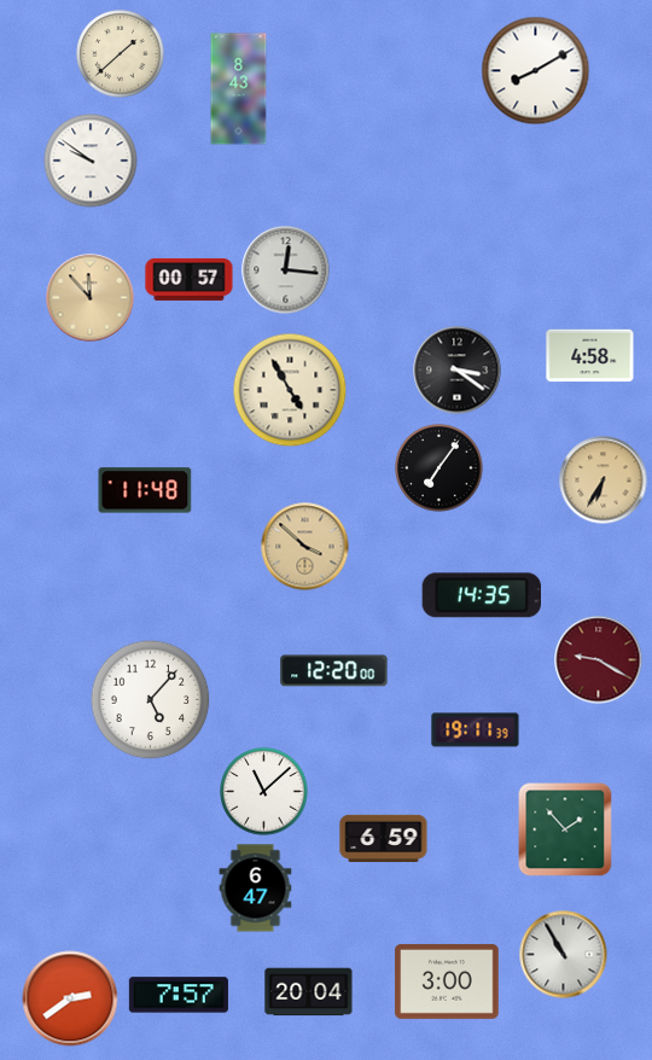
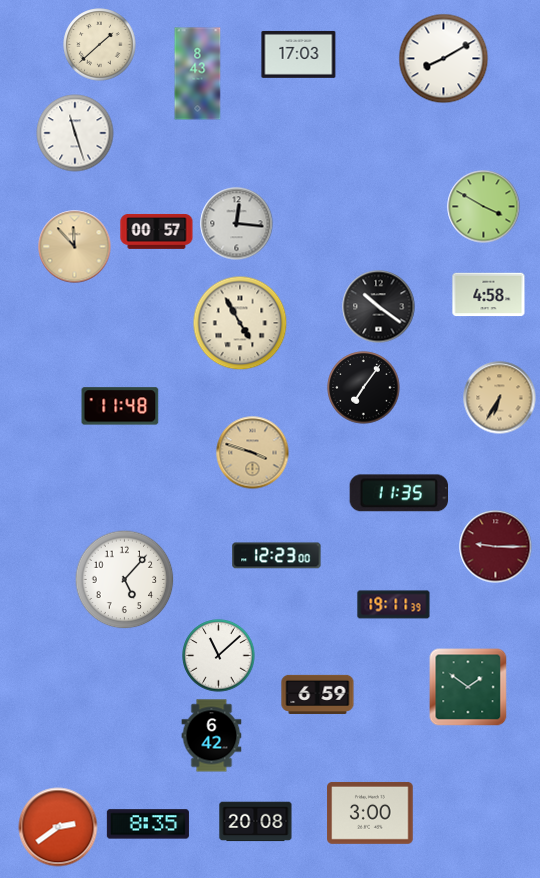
clock at (299, 54): none -> 17:03
clock at (91, 161): 9:51 -> 11:27
clock at (484, 207): none -> 3:50
clock at (458, 371): 3:21 -> 10:21
clock at (305, 547): 3:52 -> 3:48
clock at (481, 595): 14:35 -> 11:35
clock at (599, 660): 9:20 -> 9:15
clock at (334, 671): 12:20 -> 12:23
clock at (565, 829): 1:53 -> 1:51
clock at (256, 889): 6:47 -> 6:42
clock at (564, 955): 10:55 -> none
clock at (309, 992): 20:04 -> 20:08
clock at (179, 995): 7:57 -> 8:35
